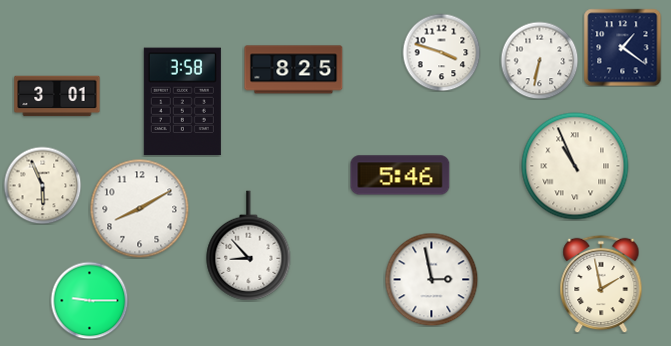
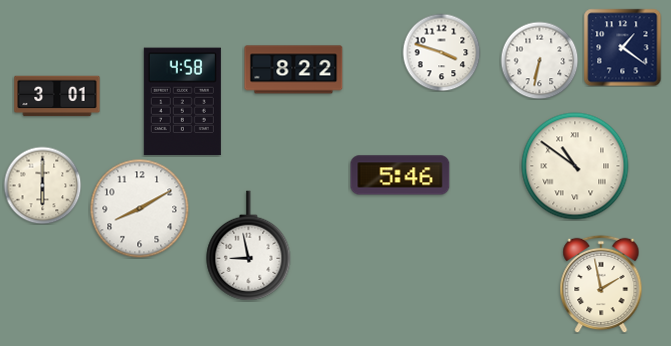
clock at (294, 70): 8:25 -> 8:22
clock at (182, 102): 3:58 -> 4:58
clock at (575, 166): 10:56 -> 10:51
clock at (42, 185): 5:56 -> 6:00
clock at (249, 246): 8:53 -> 8:58
clock at (431, 279): 2:58 -> none
clock at (89, 300): 9:15 -> none
